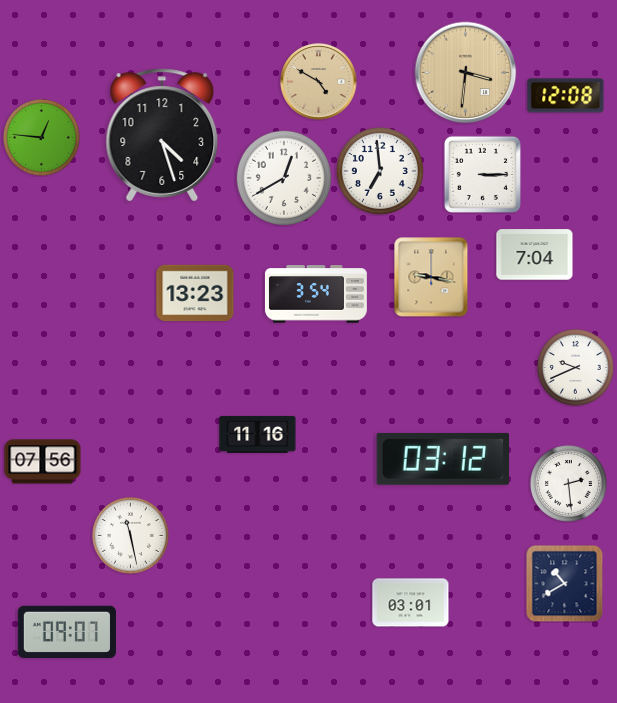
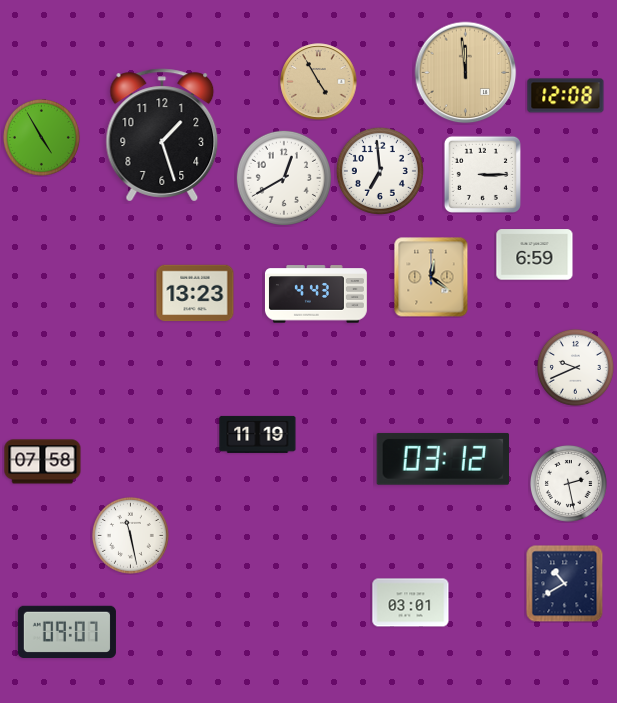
clock at (466, 73): 3:31 -> 11:59
clock at (319, 82): 4:50 -> 4:55
clock at (162, 135): 4:27 -> 1:27
clock at (41, 137): 12:46 -> 4:55
clock at (535, 255): 7:04 -> 6:59
clock at (431, 277): 9:17 -> 12:21
clock at (316, 294): 3:54 -> 4:43
clock at (258, 434): 11:16 -> 11:19
clock at (43, 462): 07:56 -> 07:58
clock at (568, 483): 2:29 -> 2:28
